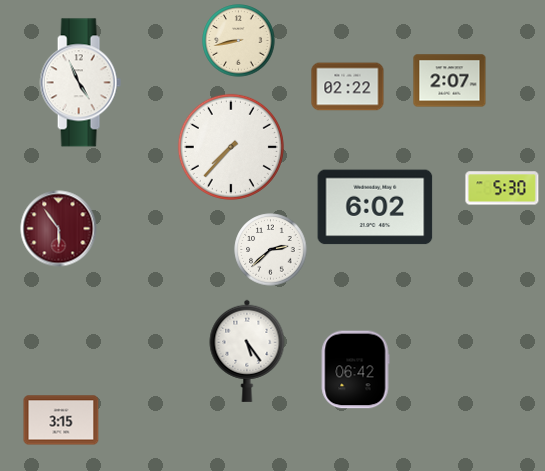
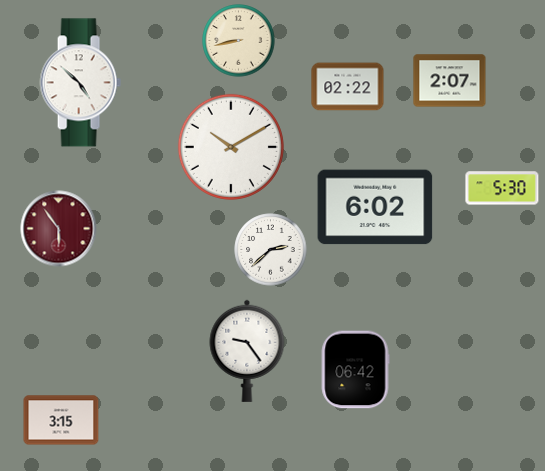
clock at (80, 83): 4:56 -> 4:52
clock at (231, 147): 7:37 -> 10:10
clock at (247, 351): 5:24 -> 9:24
